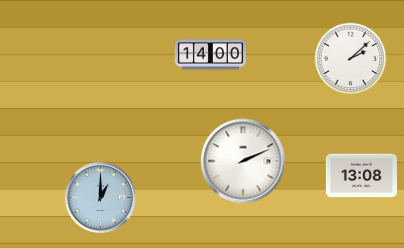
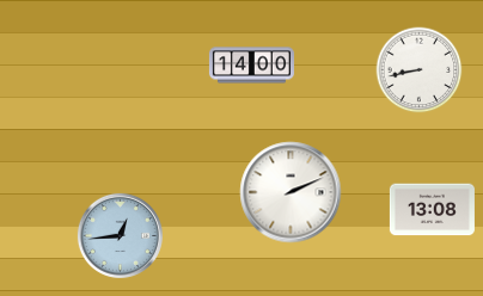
clock at (351, 59): 2:08 -> 8:43
clock at (100, 197): 1:00 -> 12:44
